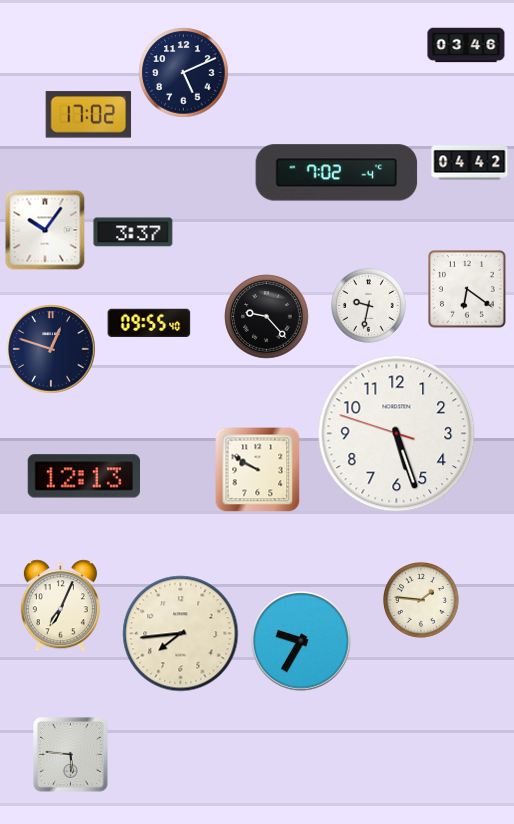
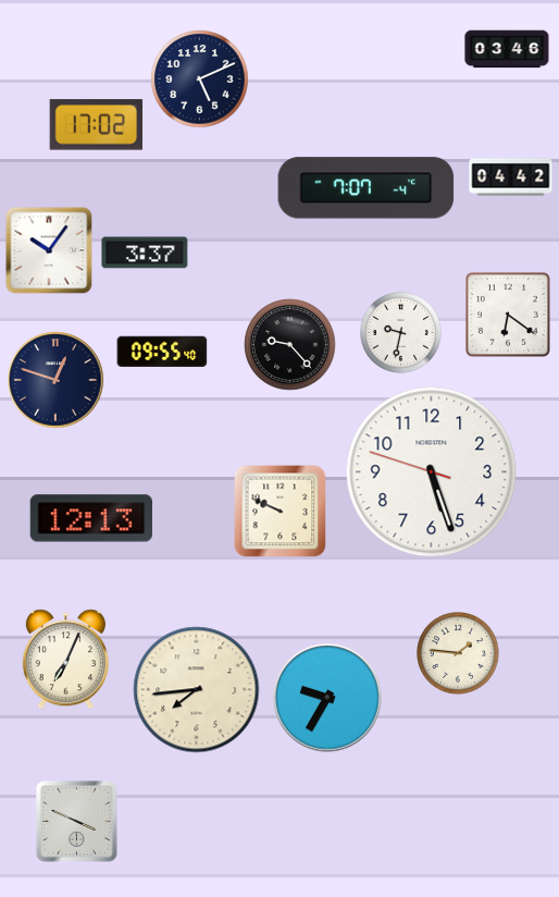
clock at (337, 173): 7:02 -> 7:07
clock at (258, 470): 9:50 -> 9:49
clock at (71, 755): 5:46 -> 3:49
